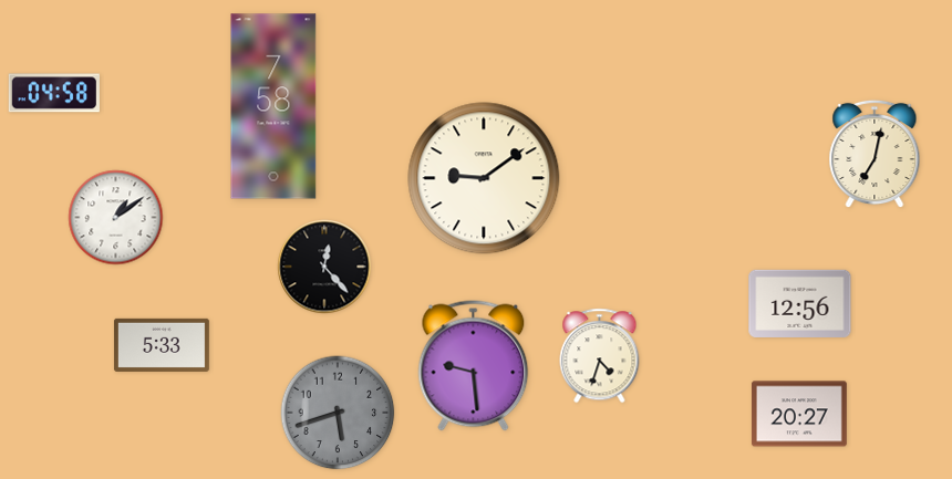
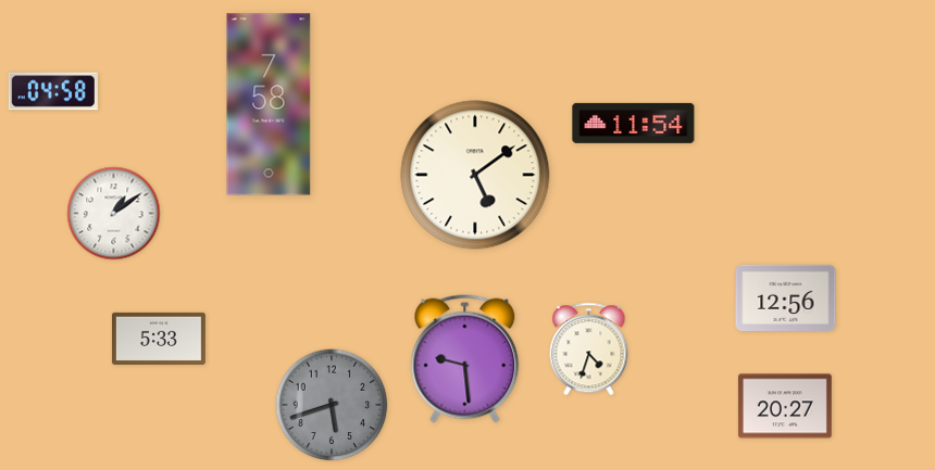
clock at (634, 123): none -> 11:54
clock at (875, 154): 7:02 -> none
clock at (484, 178): 9:09 -> 5:09
clock at (324, 267): 12:23 -> none
